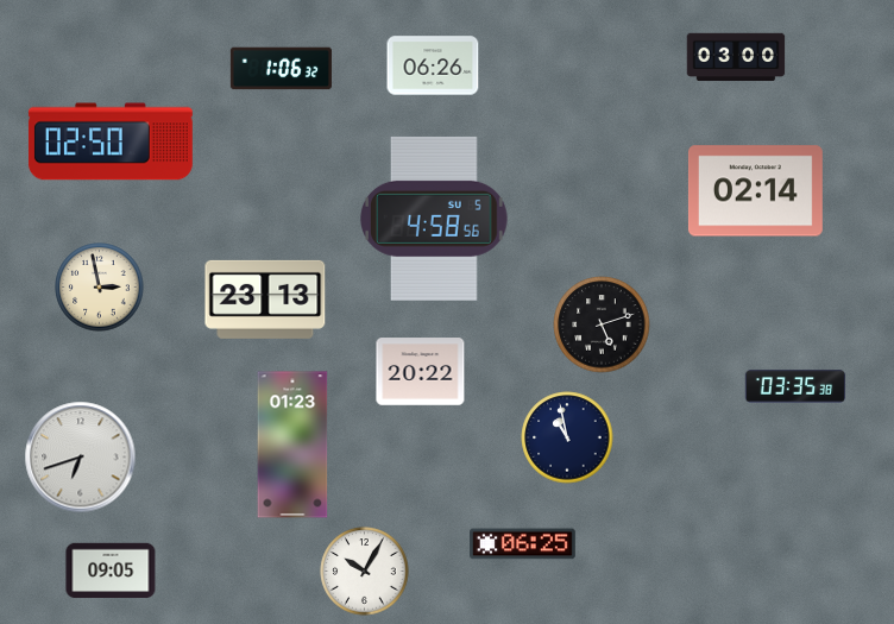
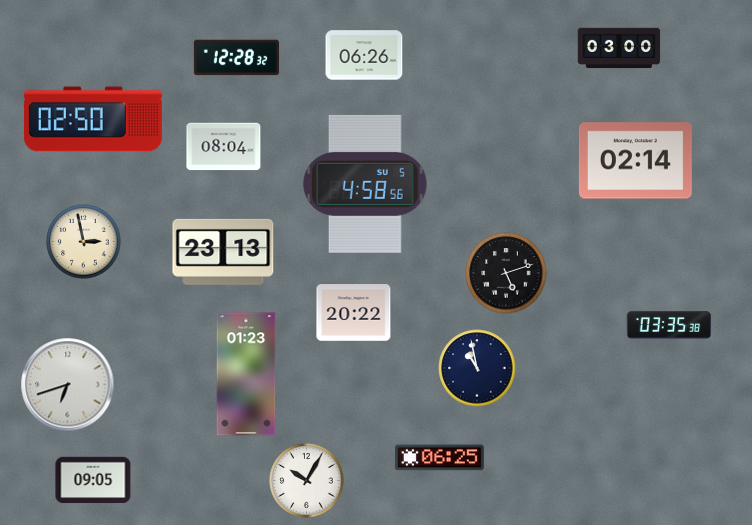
clock at (281, 69): 1:06 -> 12:28
clock at (224, 147): none -> 08:04
